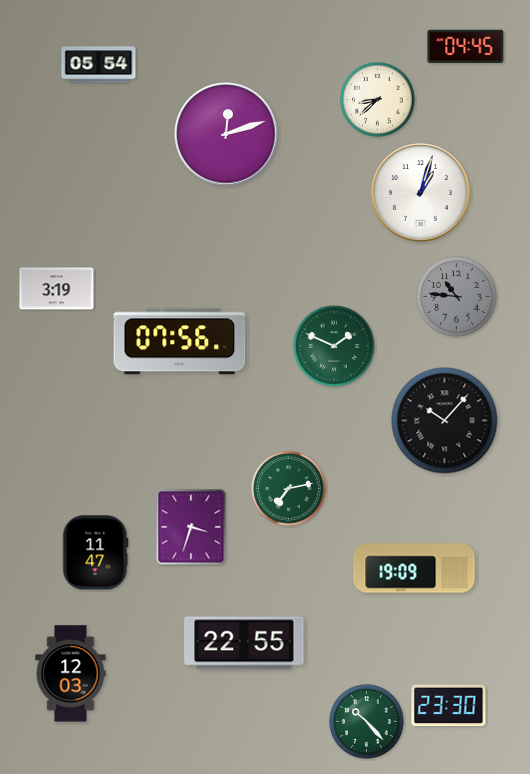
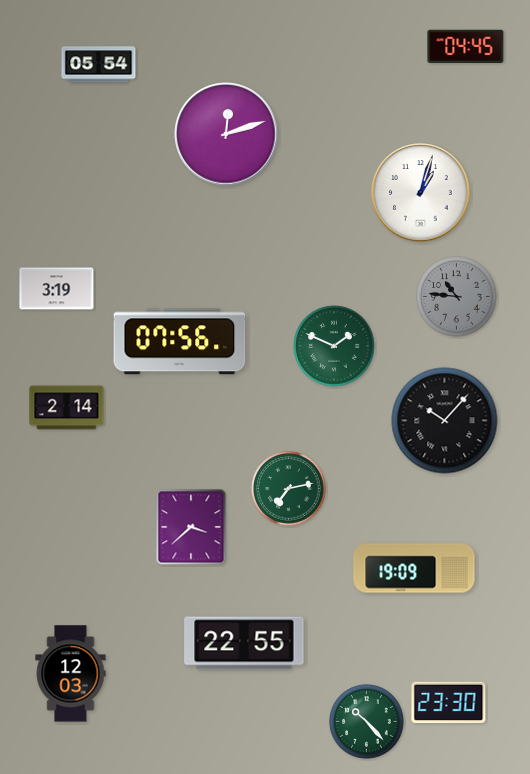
clock at (378, 100): 8:38 -> none
clock at (67, 408): none -> 2:14
clock at (191, 527): 3:33 -> 3:38
clock at (96, 553): 11:47 -> none
clock at (449, 706) position: (449, 706) -> (449, 703)
